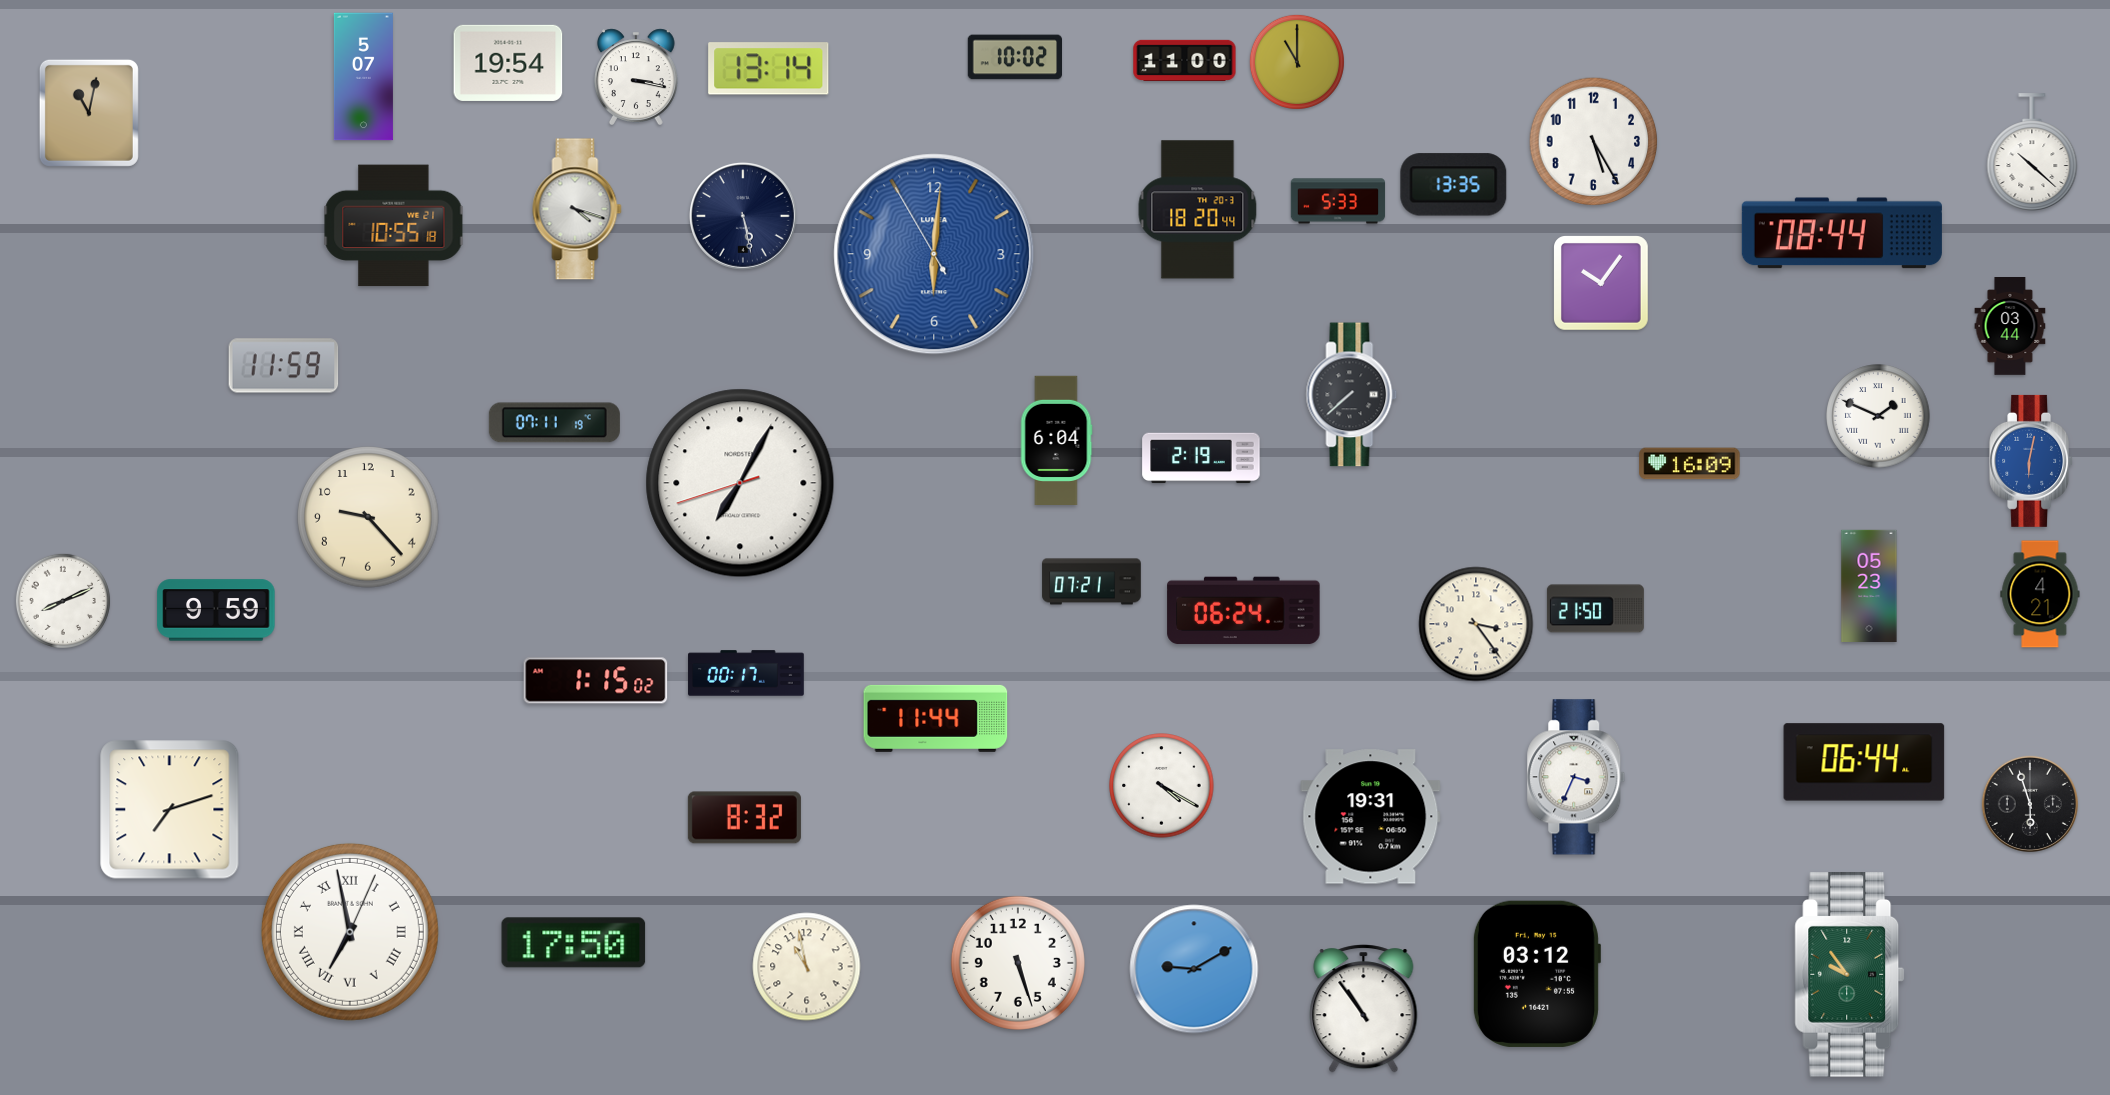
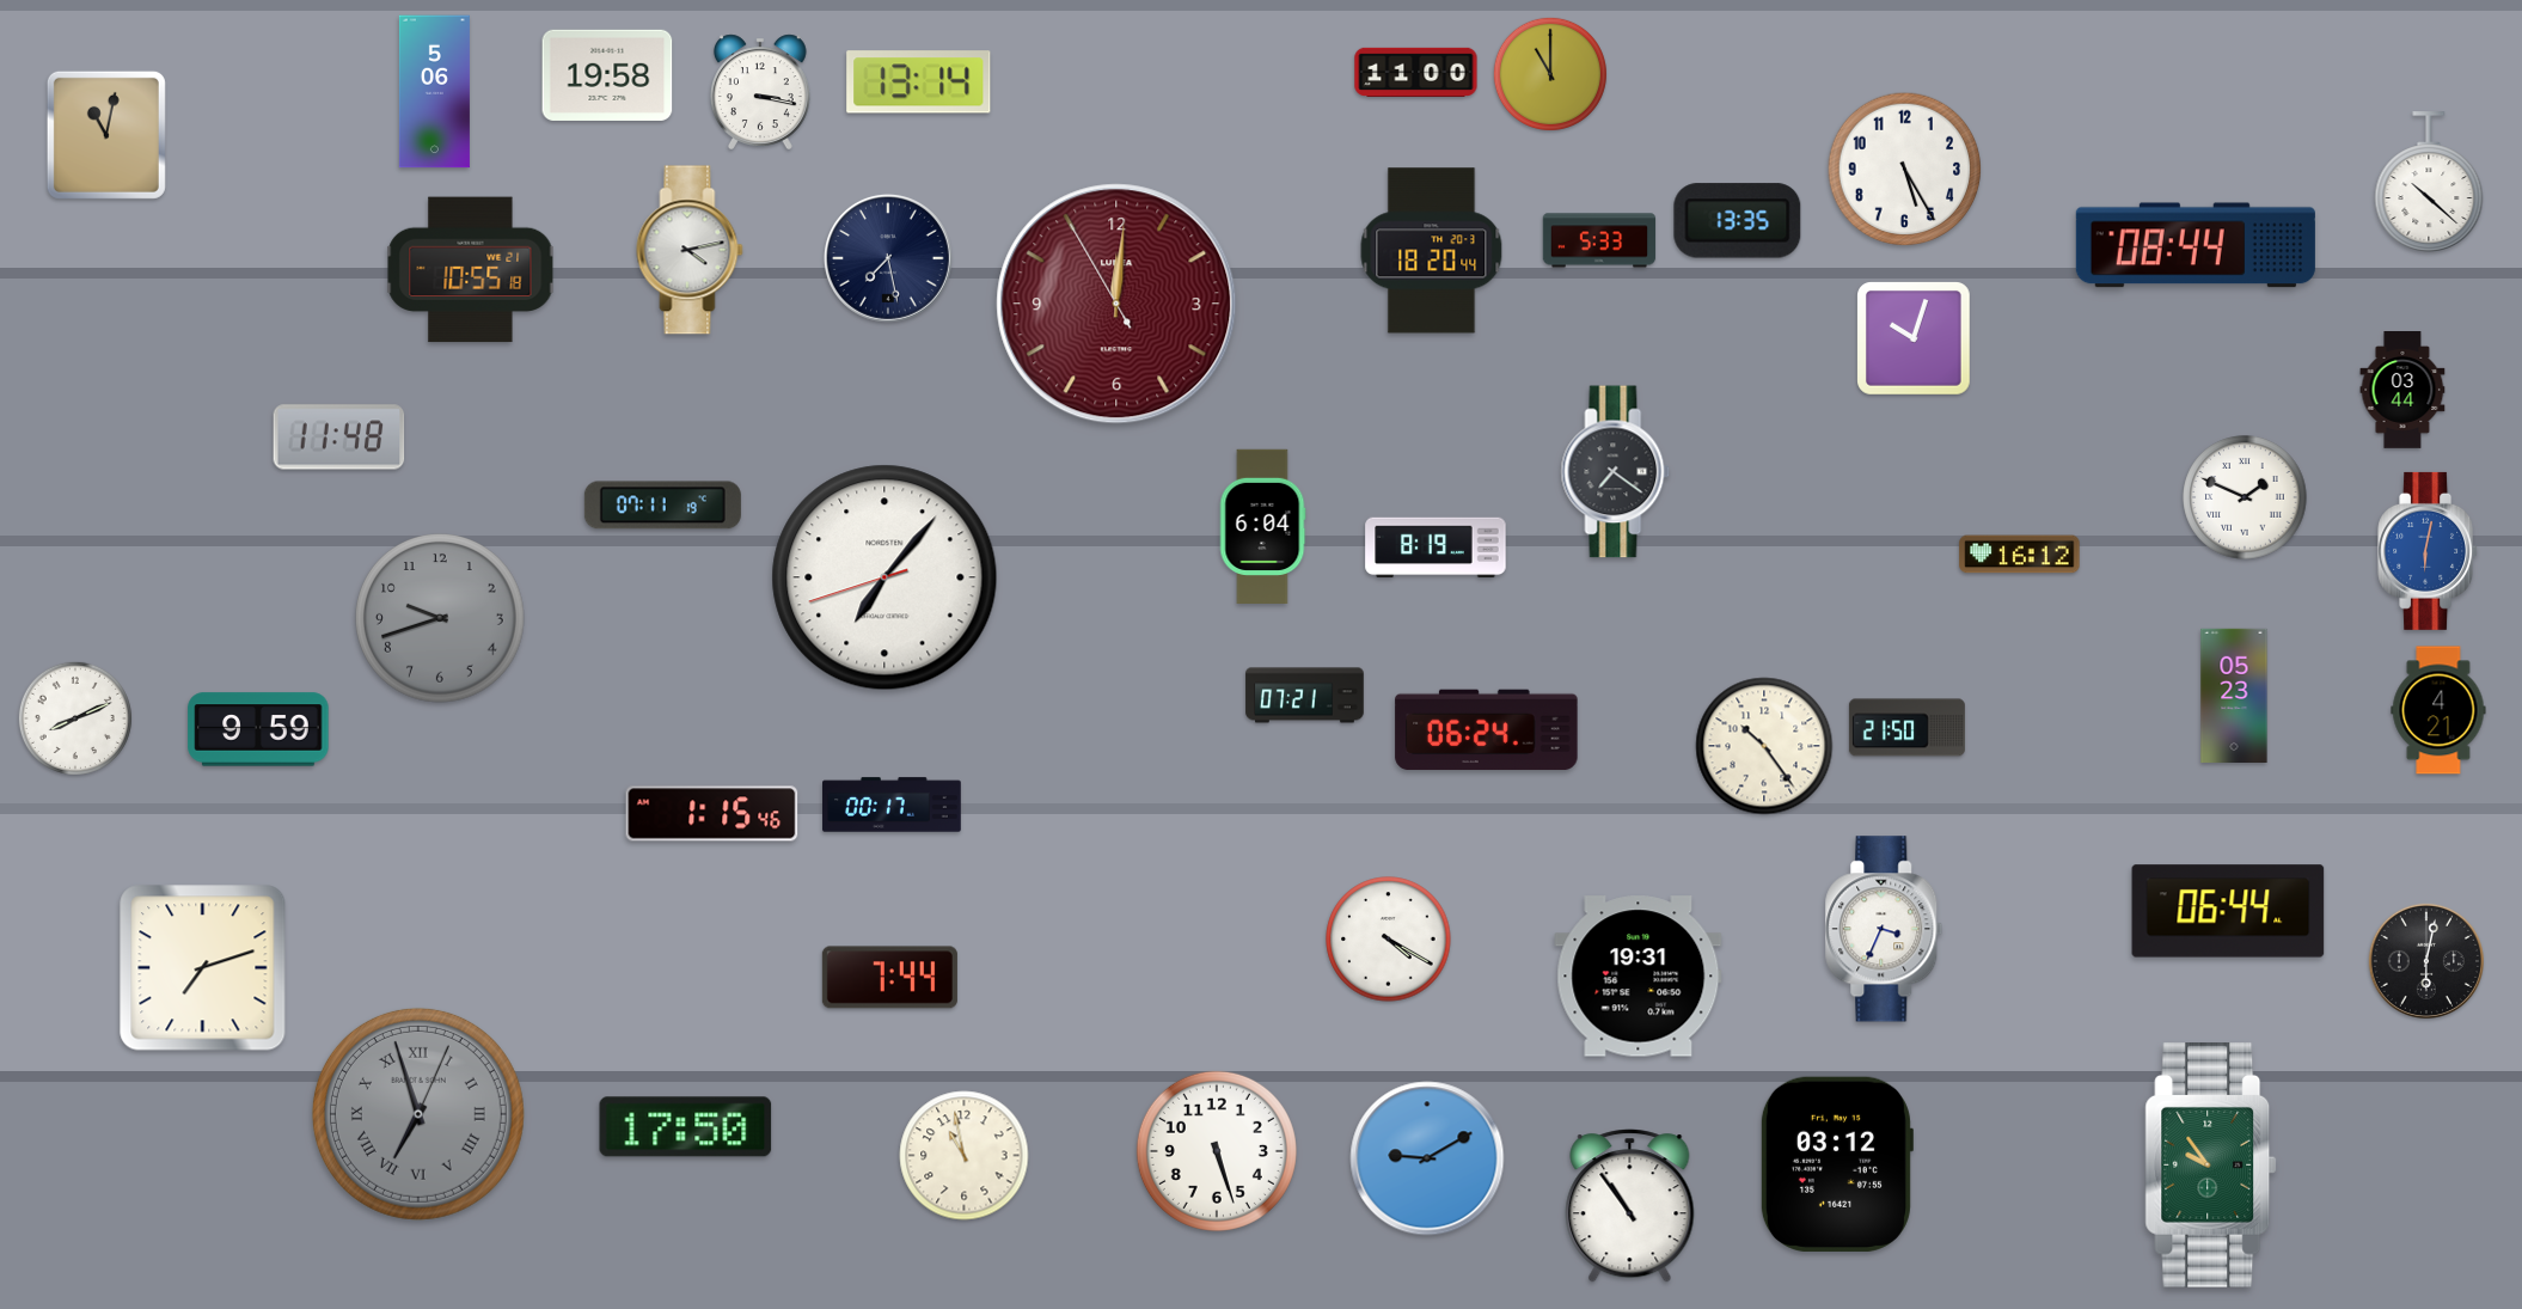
clock at (1014, 57): 10:02 -> none
clock at (508, 63): 19:54 -> 19:58
clock at (363, 77): 5:07 -> 5:06
clock at (577, 209): 4:18 -> 4:13
clock at (743, 216): 5:28 -> 7:28
clock at (1842, 233) position: (1842, 233) -> (2196, 245)
clock at (934, 254): 6:00 -> 12:00
clock at (934, 254) dial: blue -> burgundy
clock at (1602, 284): 10:06 -> 10:03
clock at (284, 366): 11:59 -> 11:48
clock at (1352, 395): 7:38 -> 7:21
clock at (1201, 458): 2:19 -> 8:19
clock at (1690, 464): 16:09 -> 16:12
clock at (740, 483): 7:04 -> 7:06
clock at (368, 517): 9:23 -> 9:42
clock at (368, 517) dial: cream -> grey
clock at (1869, 585) position: (1869, 585) -> (2234, 695)
clock at (1476, 624): 3:24 -> 10:24
clock at (596, 681): 1:15:02 -> 1:15:46
clock at (936, 718): 11:44 -> none
clock at (2030, 804): 5:57 -> 6:02
clock at (744, 818): 8:32 -> 7:44
clock at (350, 932): 6:58 -> 6:57
clock at (350, 932) dial: white -> grey
